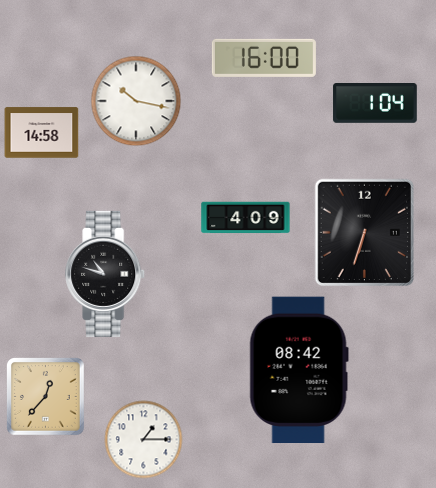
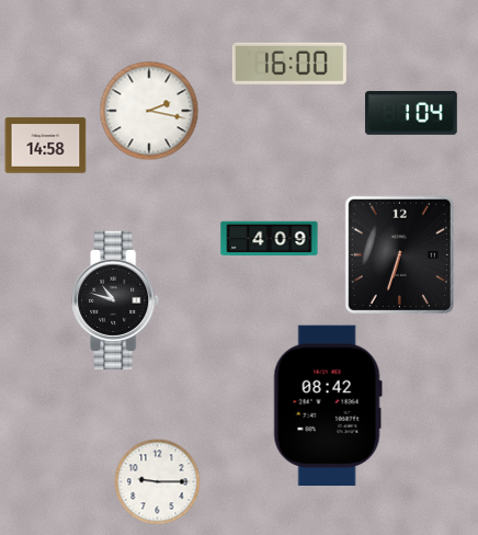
clock at (136, 101): 10:17 -> 2:17
clock at (46, 397): 12:37 -> none
clock at (144, 440): 1:15 -> 9:15
